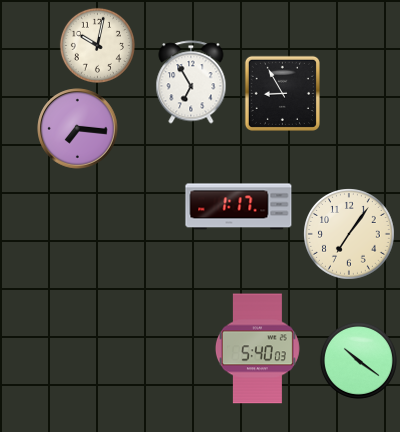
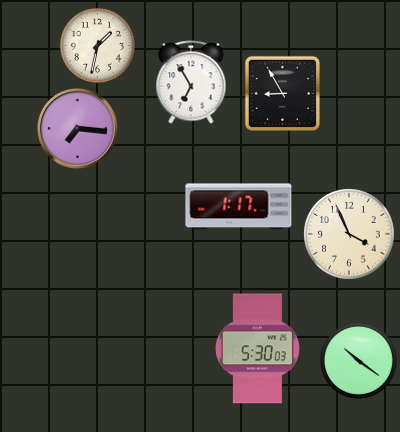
clock at (97, 45): 10:02 -> 1:32
clock at (350, 235): 7:06 -> 3:56
clock at (257, 349): 5:40 -> 5:30
